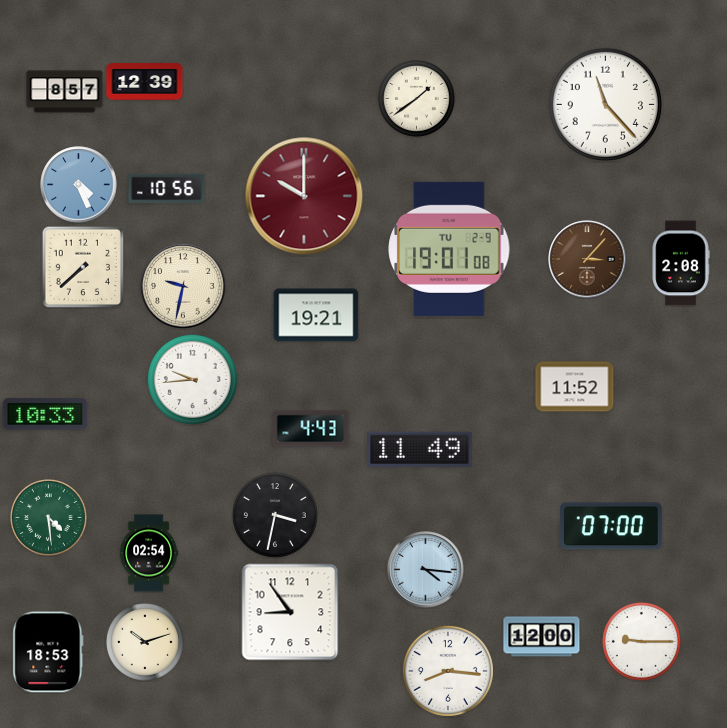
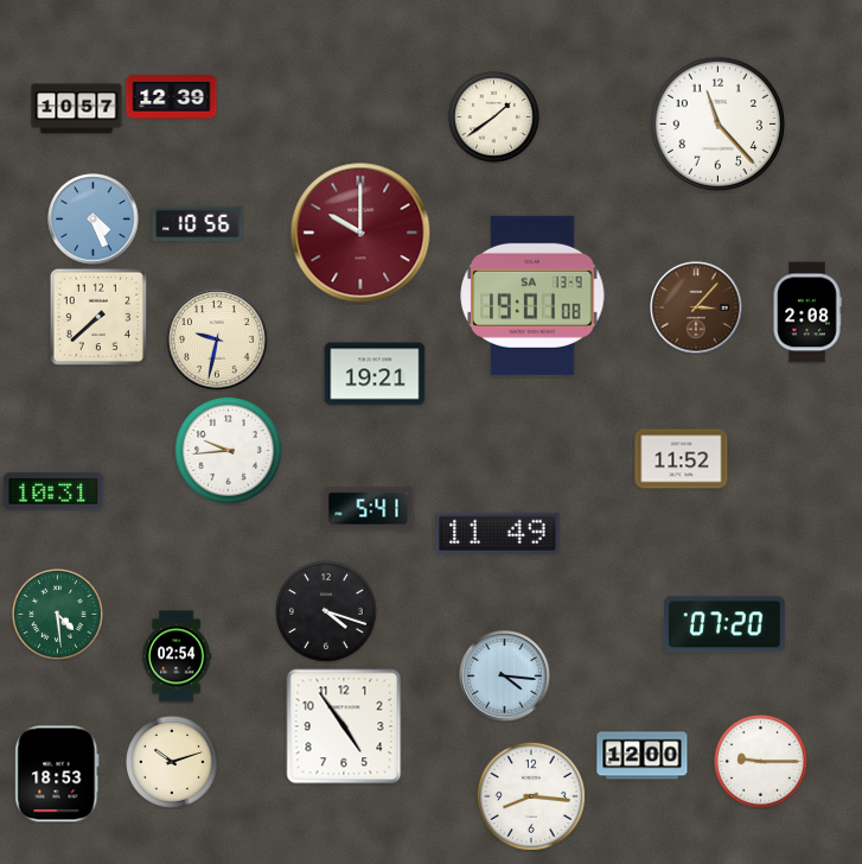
clock at (65, 92): 8:57 -> 10:57
clock at (449, 249) date: TU 2-9 -> SA 13-9
clock at (45, 414): 10:33 -> 10:31
clock at (311, 429): 4:43 -> 5:41
clock at (275, 515): 3:32 -> 4:18
clock at (611, 526): 07:00 -> 07:20
clock at (290, 612): 8:54 -> 4:54
